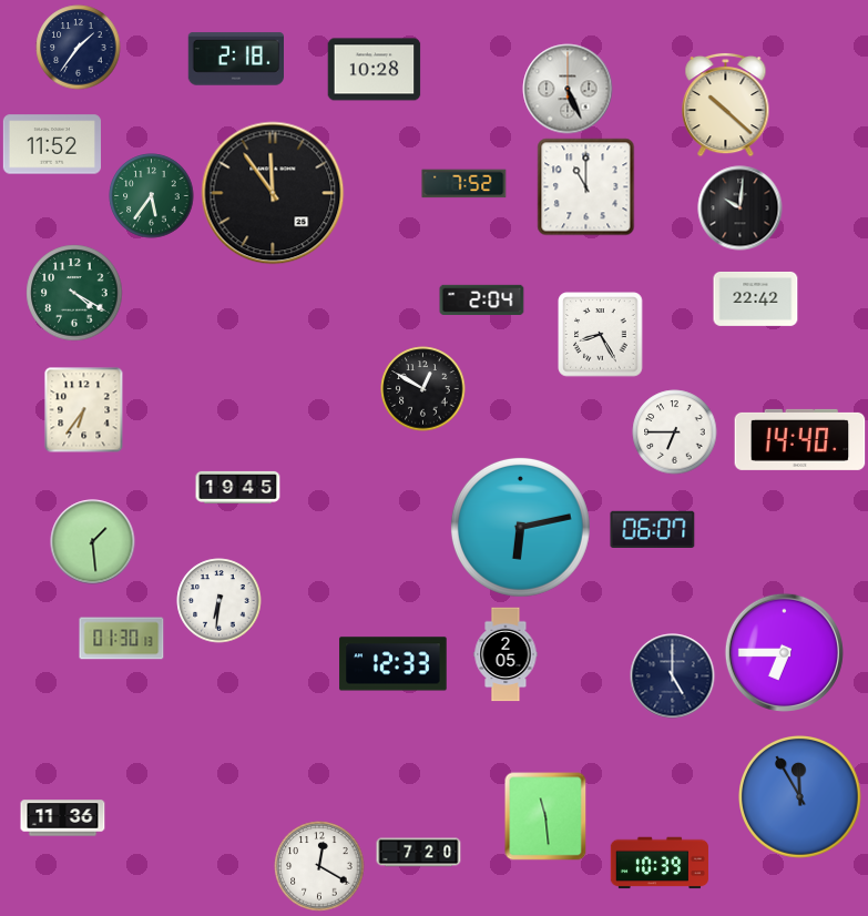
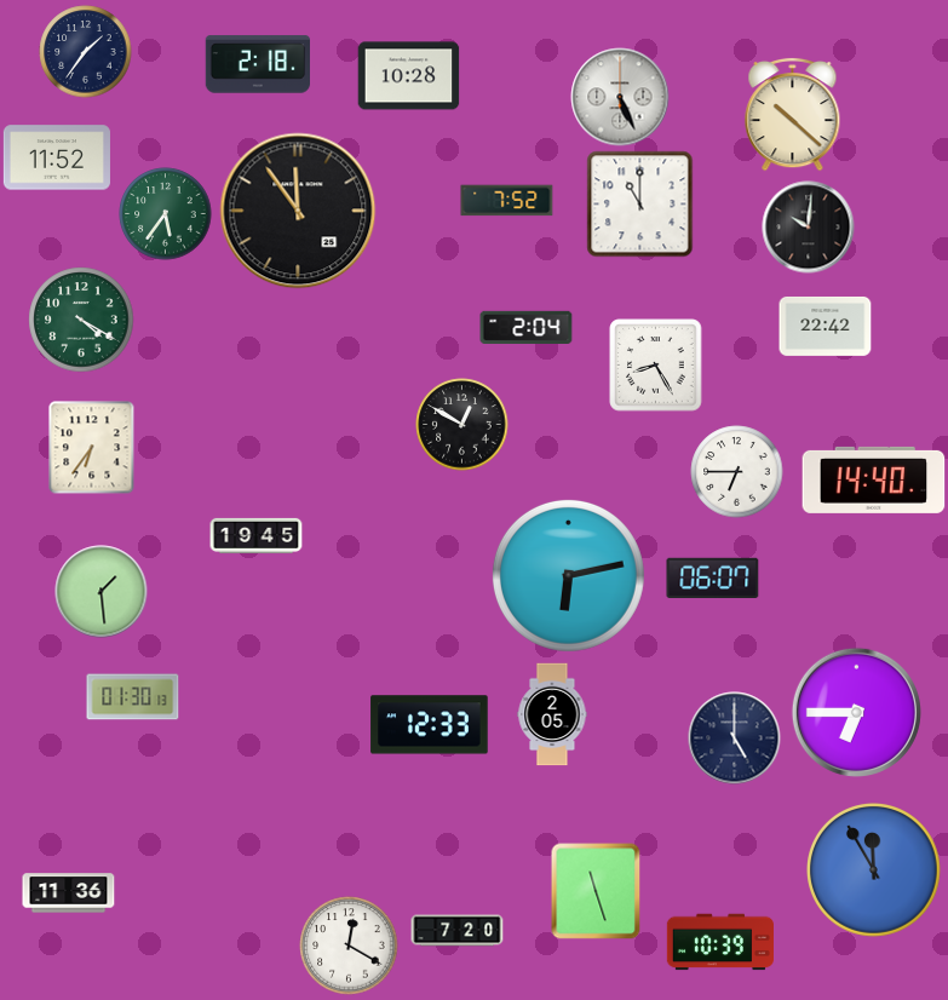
clock at (238, 487) position: (238, 487) -> (257, 535)
clock at (219, 601): 6:31 -> none
clock at (545, 816): 11:29 -> 11:27
